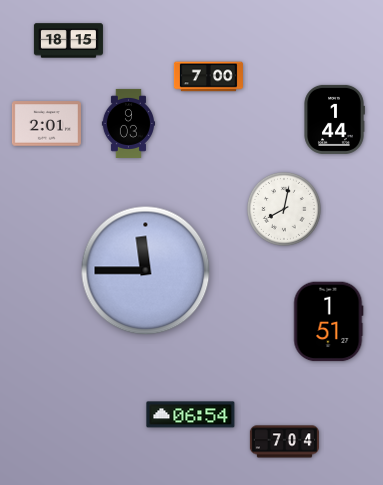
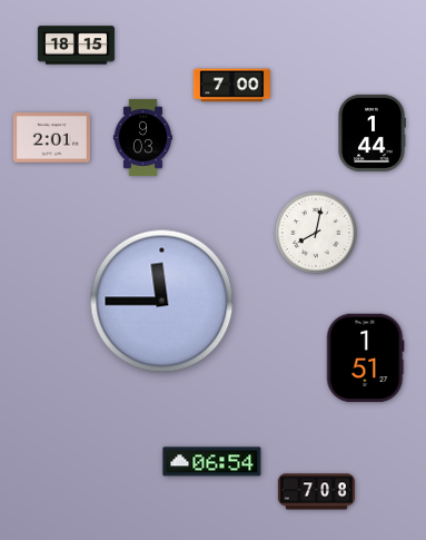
clock at (284, 442): 7:04 -> 7:08
